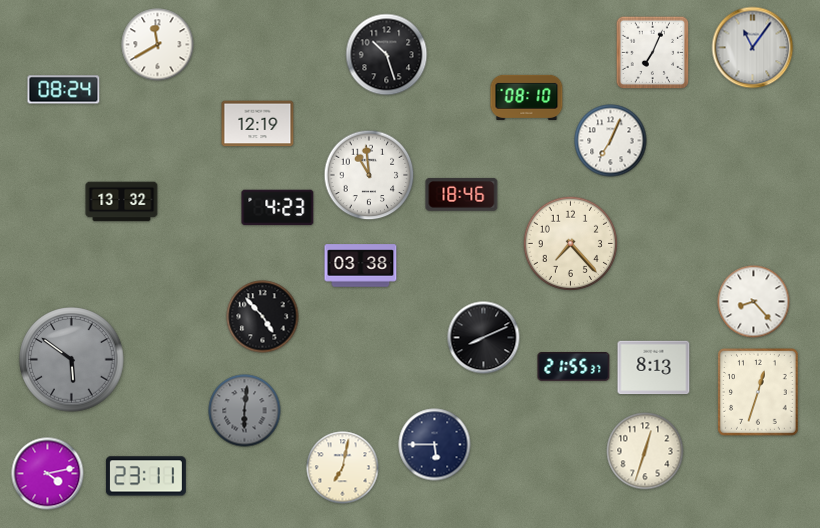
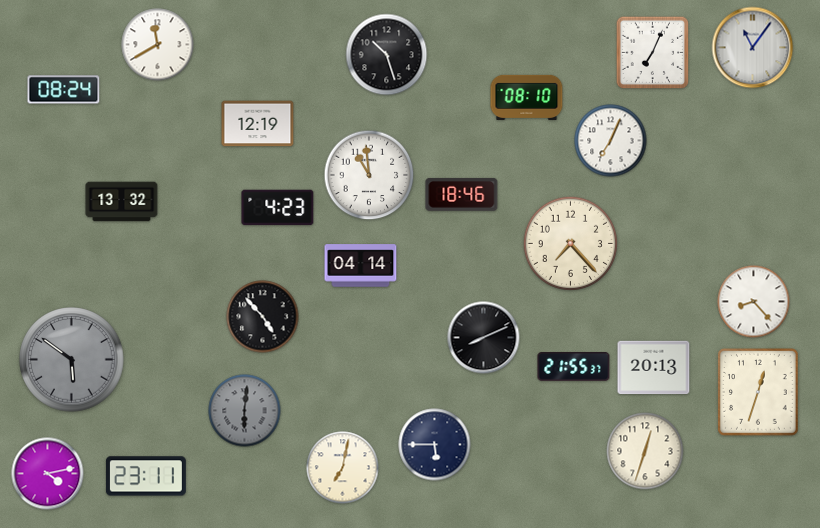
clock at (361, 266): 03:38 -> 04:14
clock at (654, 368): 8:13 -> 20:13
